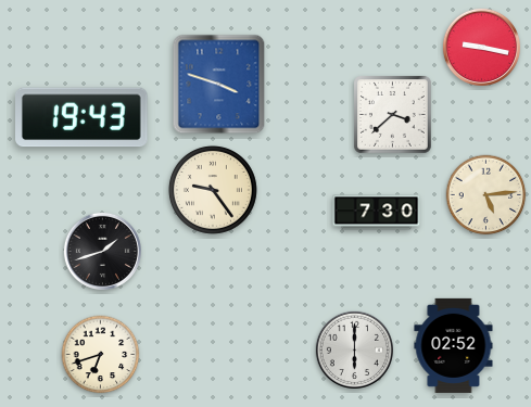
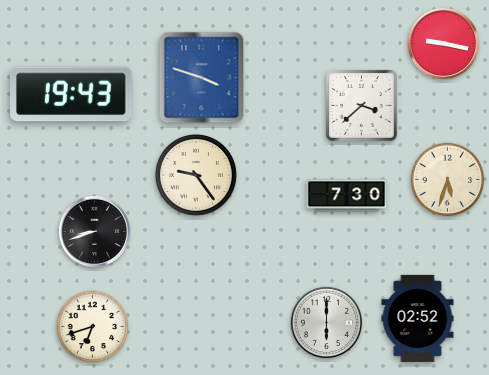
clock at (83, 117) position: (83, 117) -> (72, 94)
clock at (486, 195): 5:14 -> 5:33
clock at (102, 251): 1:42 -> 8:42
